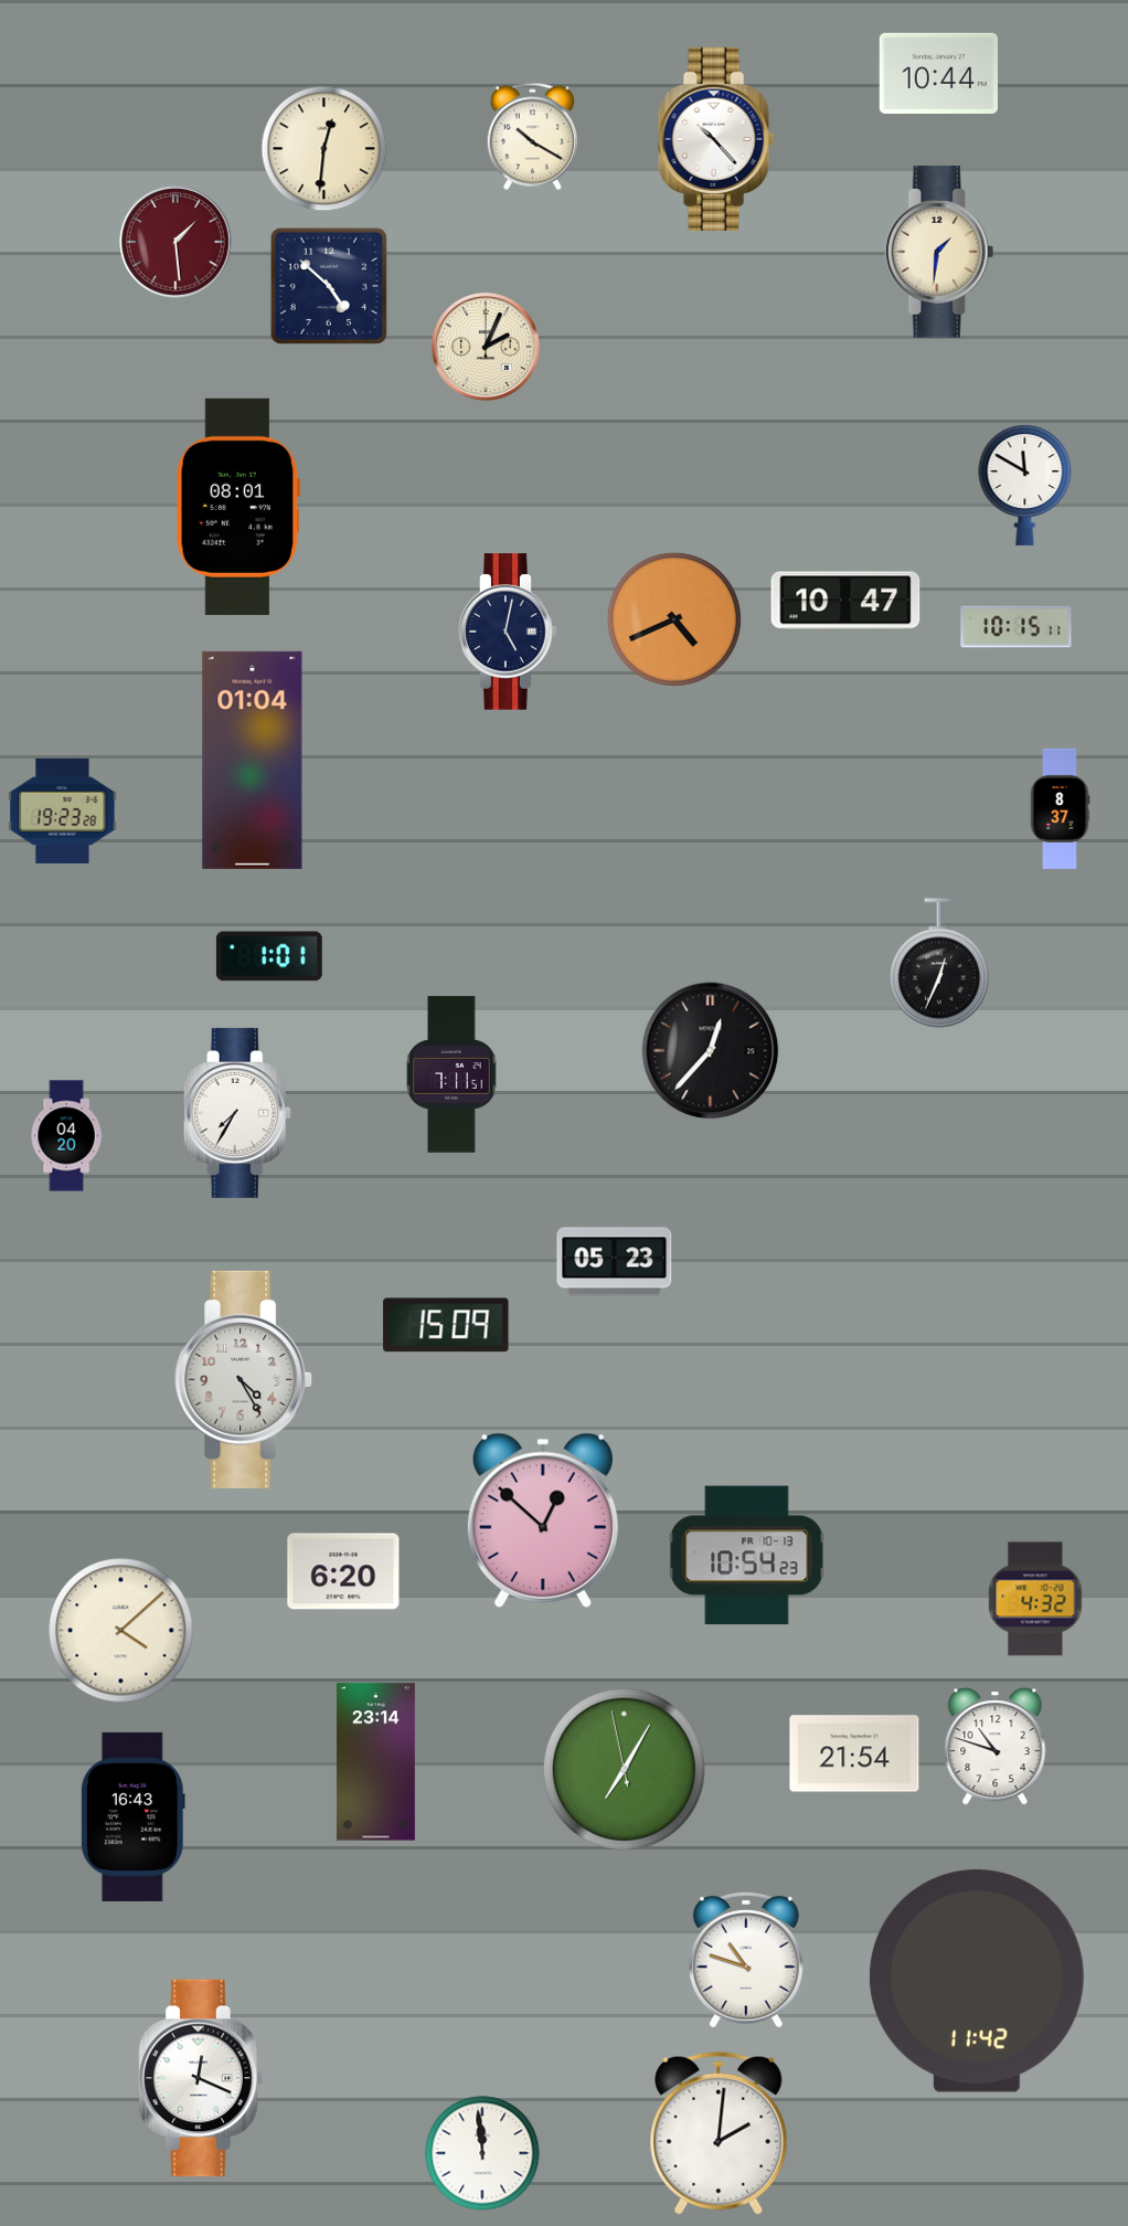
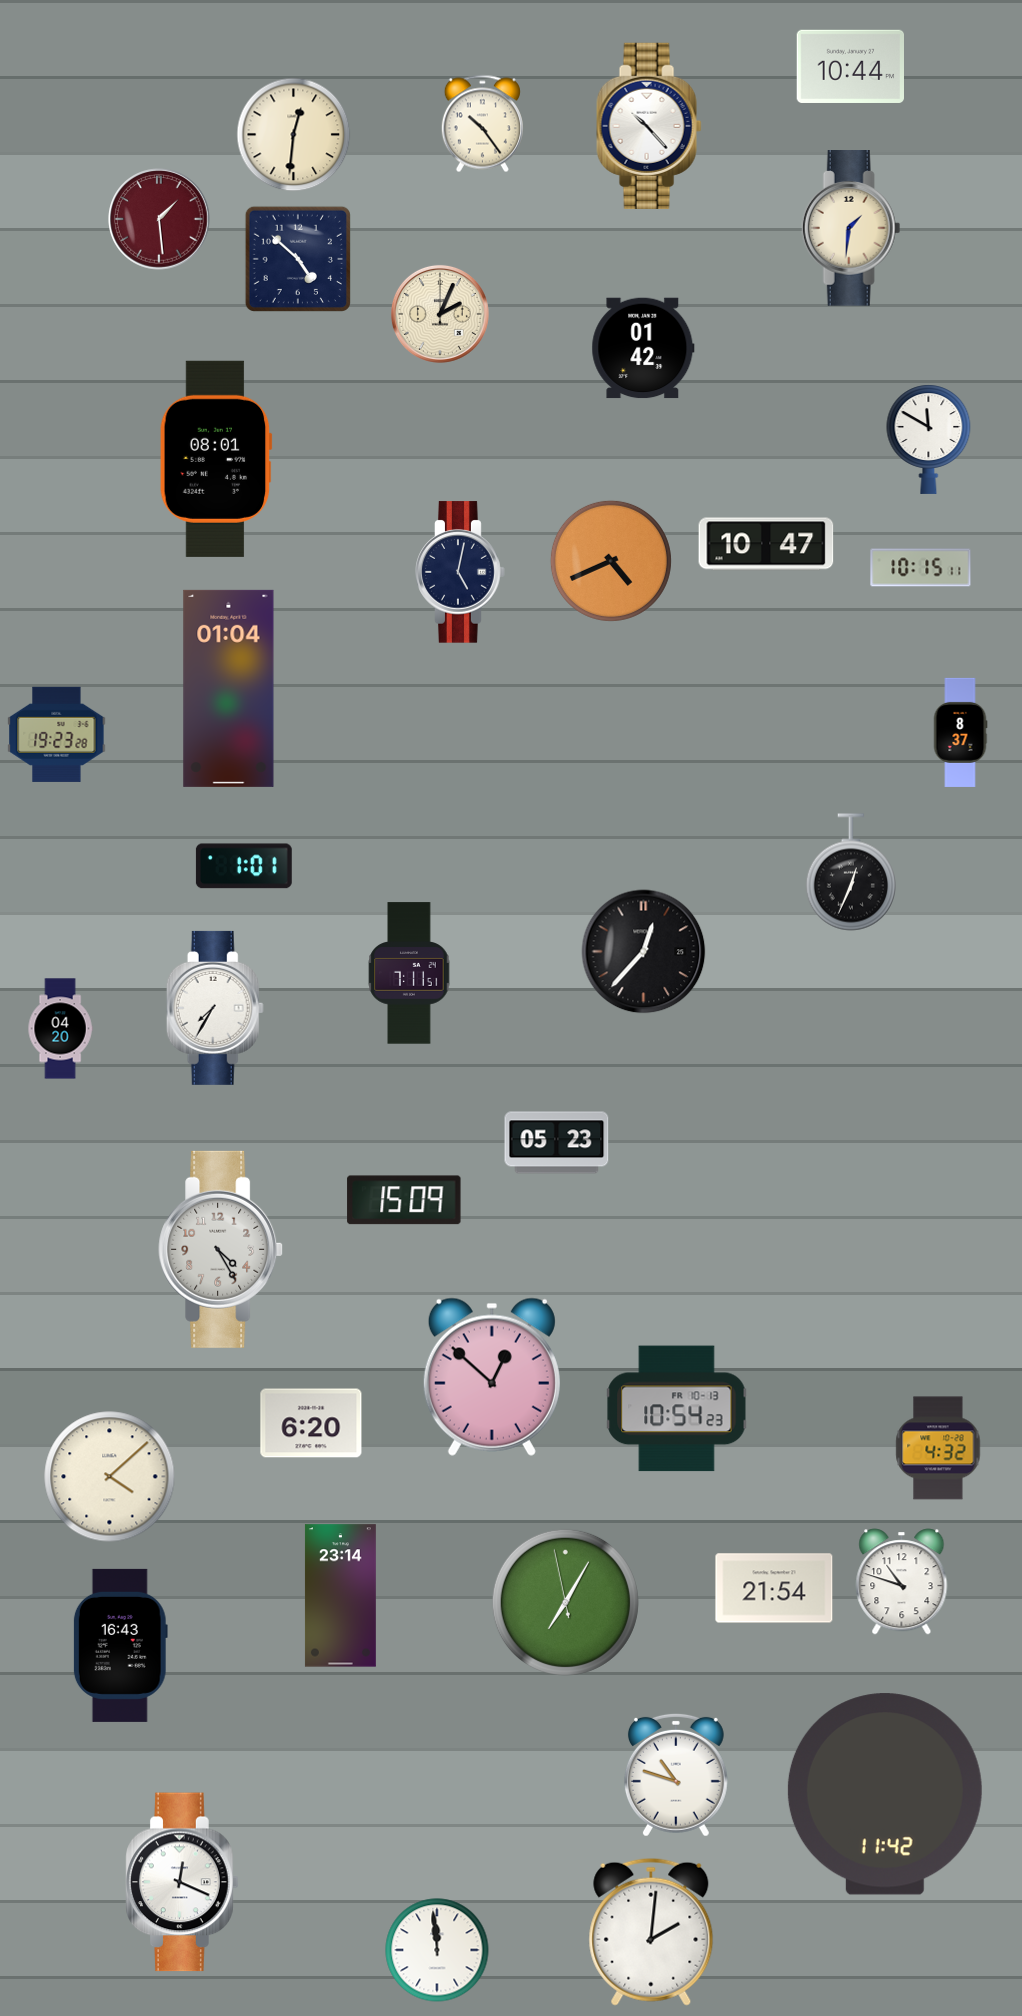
clock at (532, 137): 10:20 -> 10:24
clock at (643, 348): none -> 01:42
